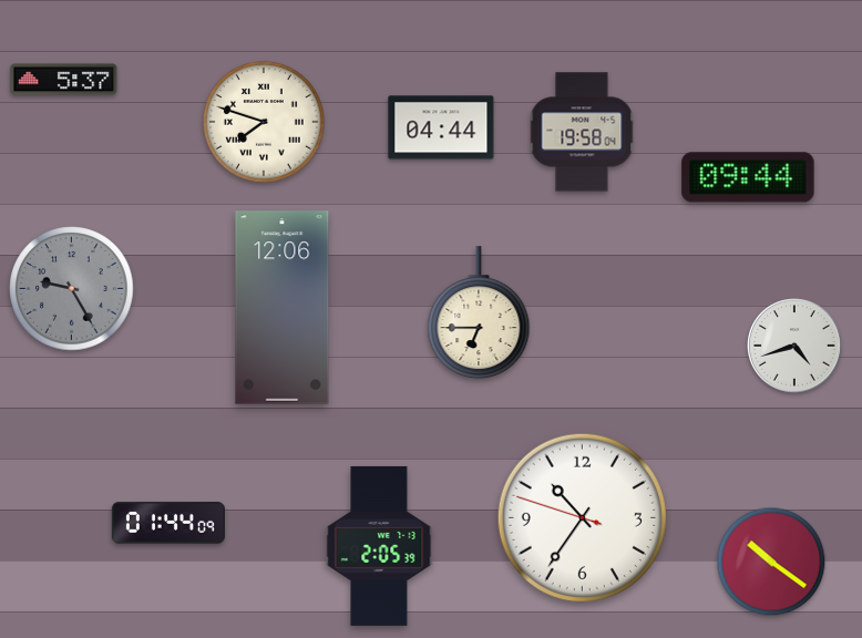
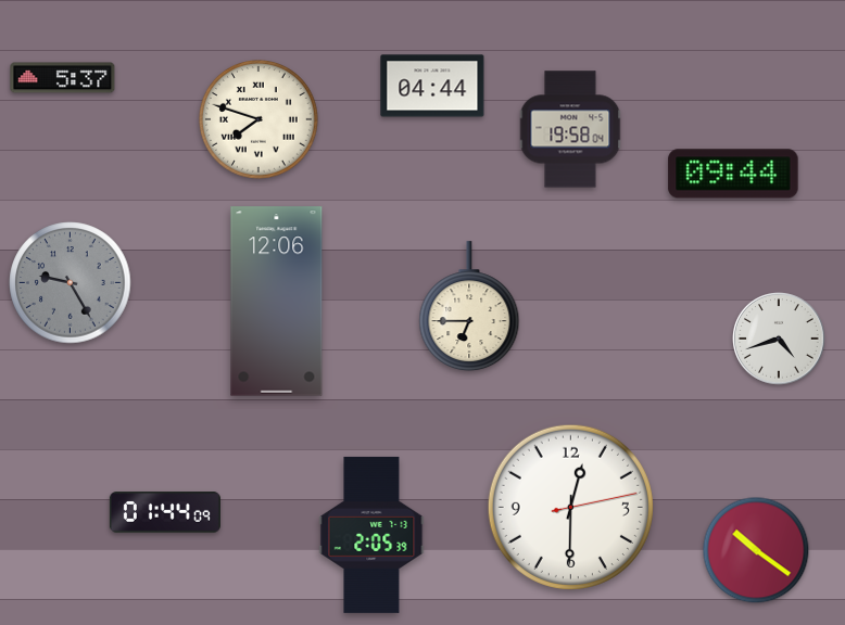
clock at (441, 127) position: (441, 127) -> (432, 86)
clock at (582, 517): 10:35 -> 12:30
